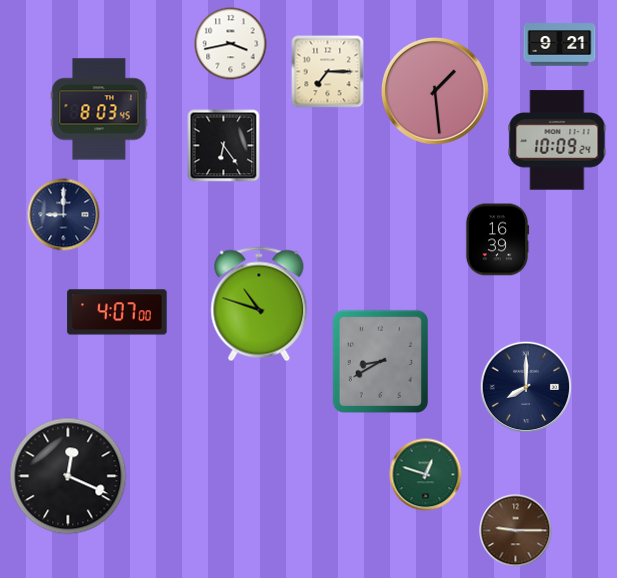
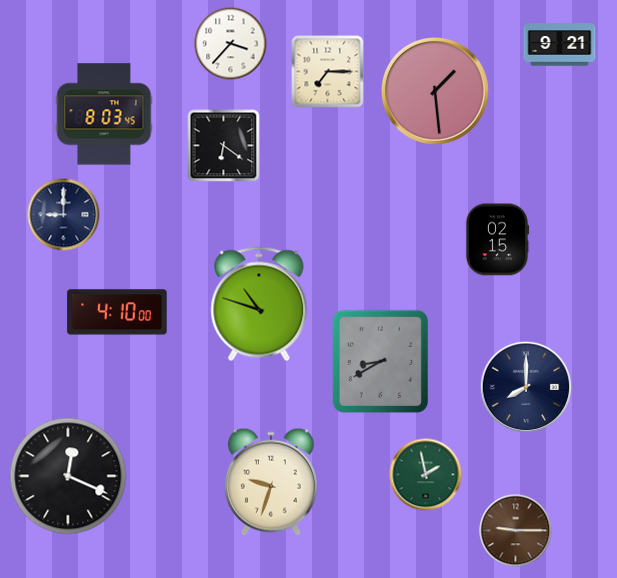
clock at (231, 44): 3:43 -> 3:37
clock at (99, 109) position: (99, 109) -> (104, 114)
clock at (557, 140): 10:09 -> none
clock at (224, 146): 6:24 -> 6:21
clock at (497, 240): 16:39 -> 02:15
clock at (117, 312): 4:07 -> 4:10
clock at (426, 475): 12:48 -> 1:58
clock at (271, 482): none -> 9:33
